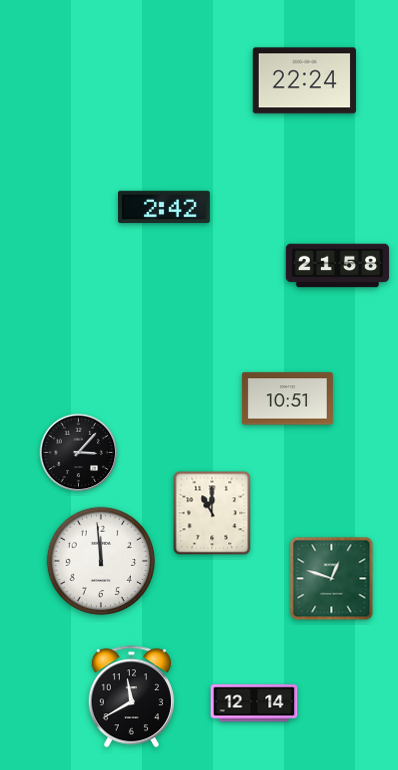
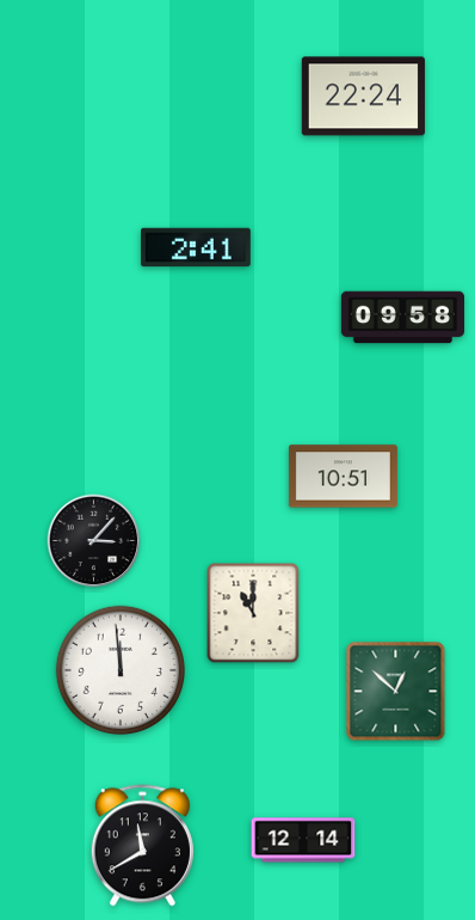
clock at (165, 207): 2:42 -> 2:41
clock at (338, 266): 21:58 -> 09:58
clock at (332, 579): 12:48 -> 12:52
clock at (131, 697) position: (131, 697) -> (142, 846)
